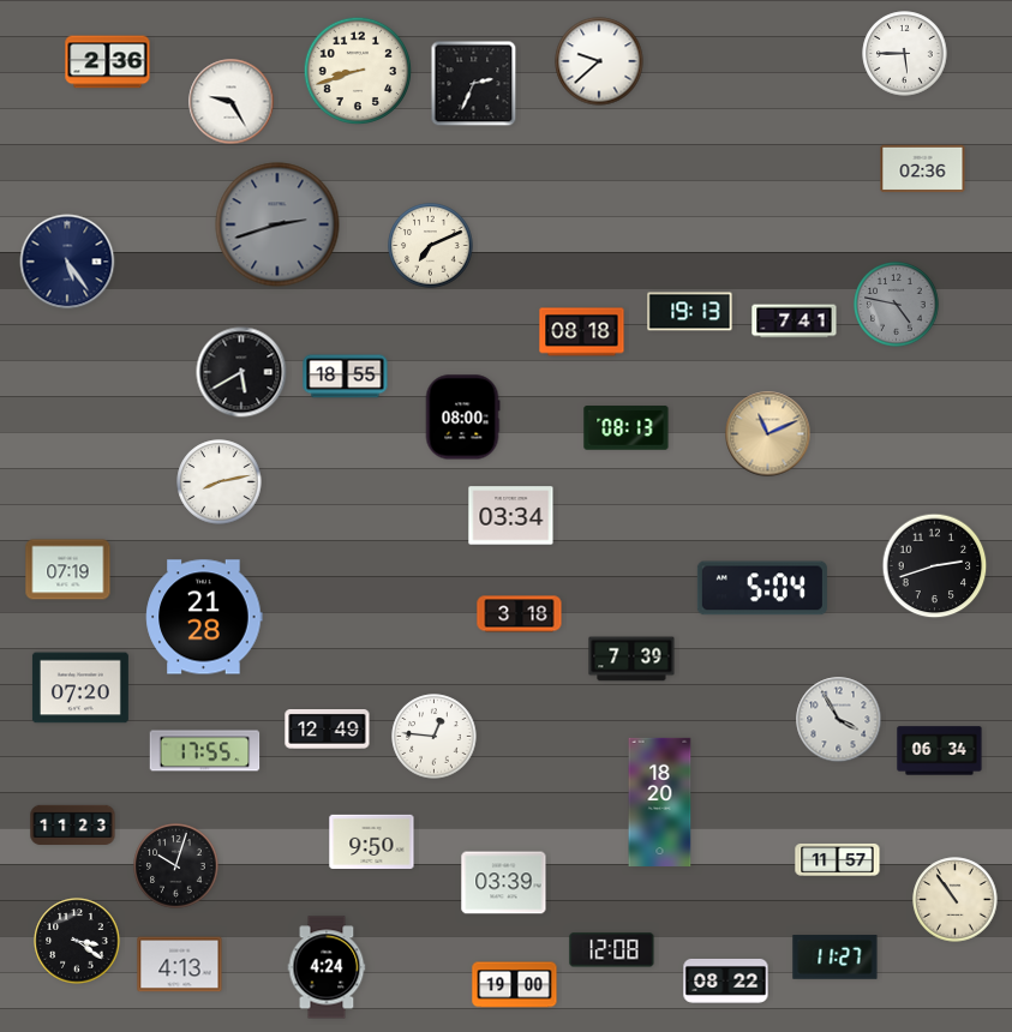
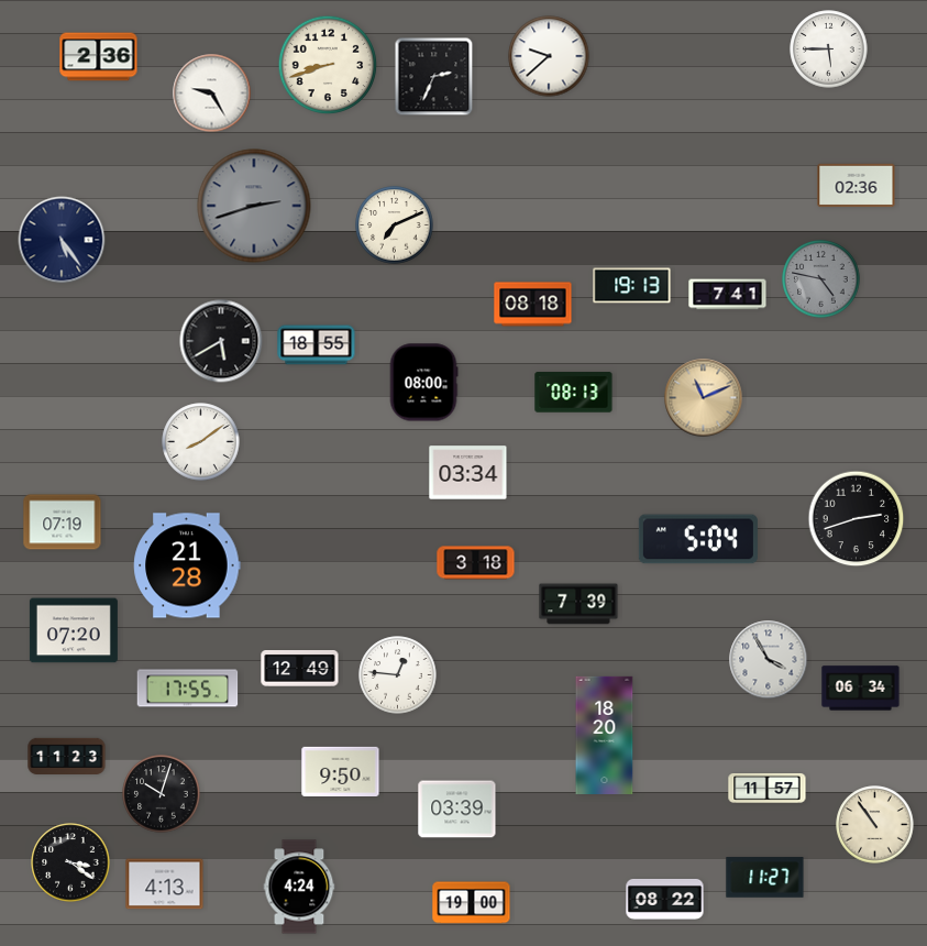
clock at (923, 169) position: (923, 169) -> (857, 186)
clock at (220, 482): 8:13 -> 8:09
clock at (504, 883) position: (504, 883) -> (457, 810)
clock at (612, 950): 12:08 -> none
